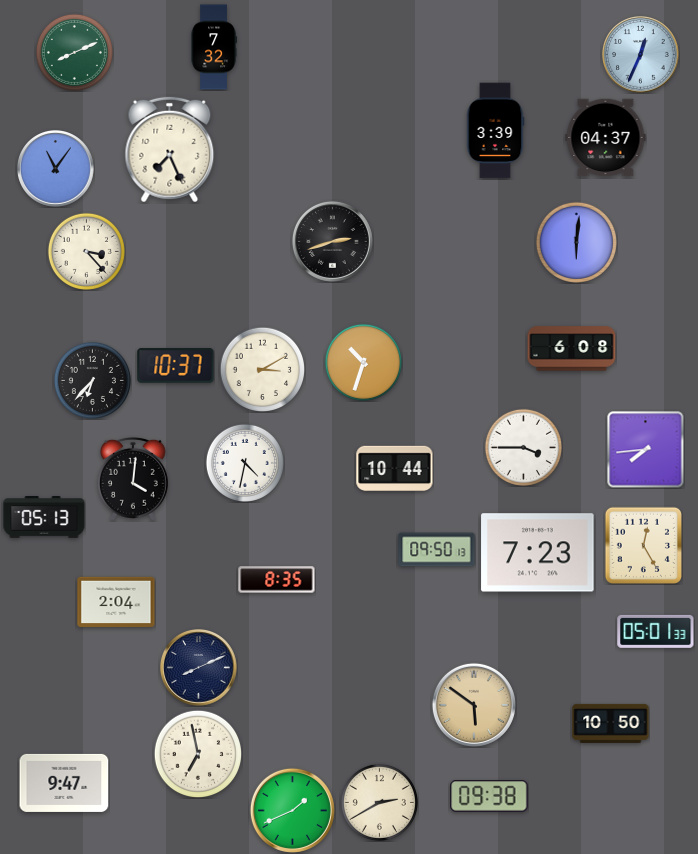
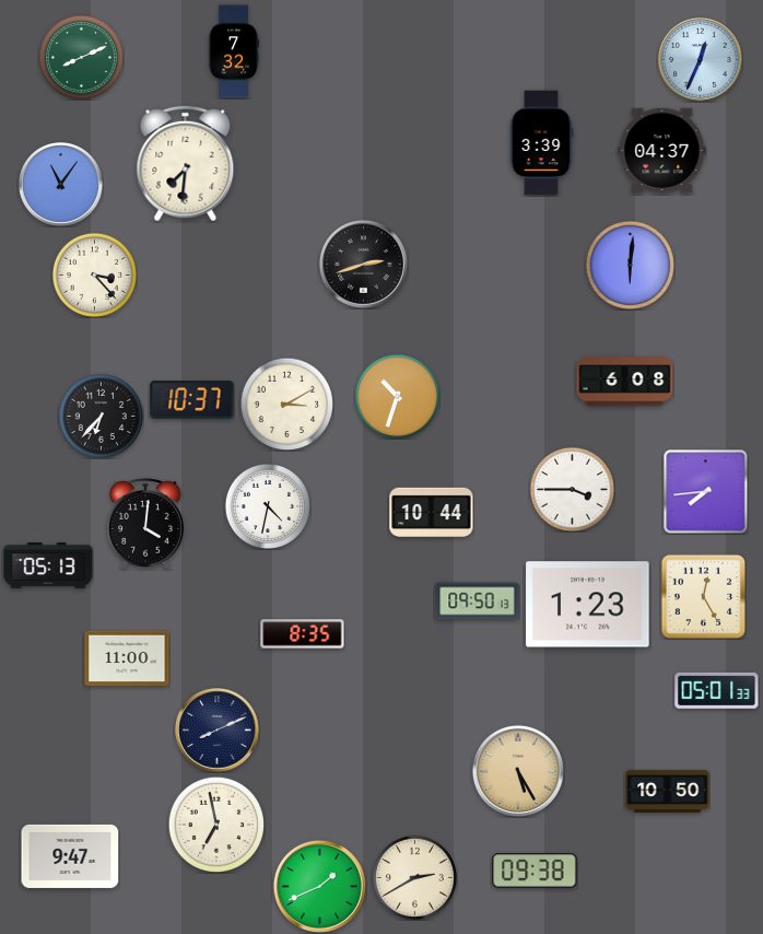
clock at (170, 150): 7:26 -> 7:31
clock at (538, 553): 7:23 -> 1:23
clock at (116, 602): 2:04 -> 11:00
clock at (474, 705): 5:51 -> 5:25
